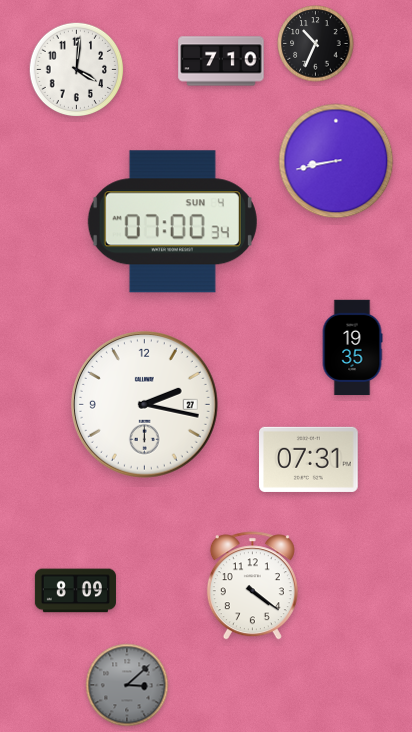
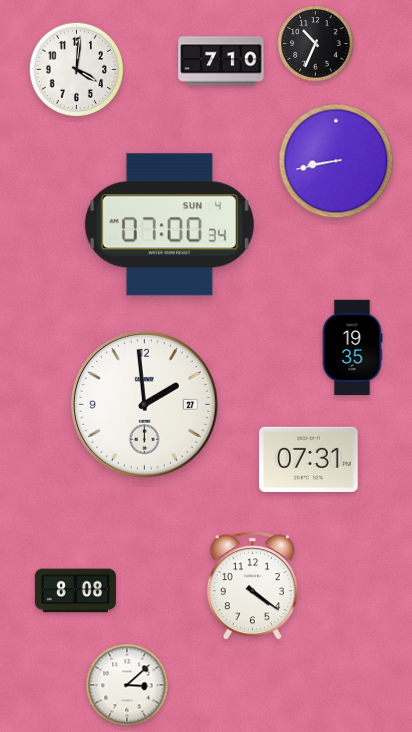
clock at (172, 222) position: (172, 222) -> (169, 225)
clock at (144, 404): 2:17 -> 1:59
clock at (75, 591): 8:09 -> 8:08
clock at (127, 685) dial: grey -> white
